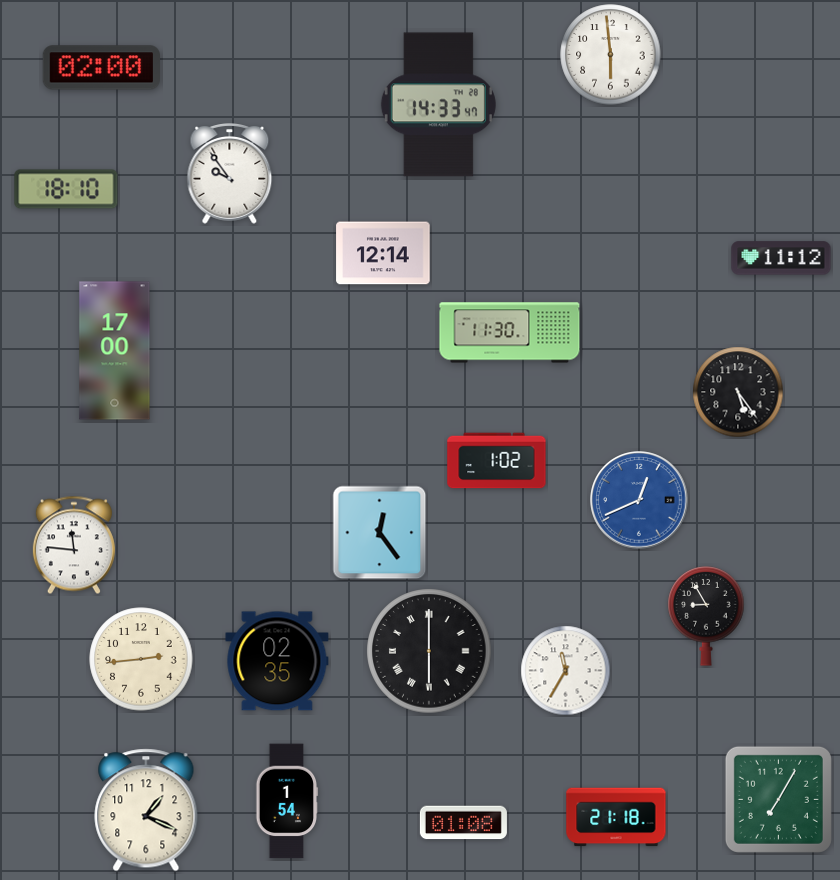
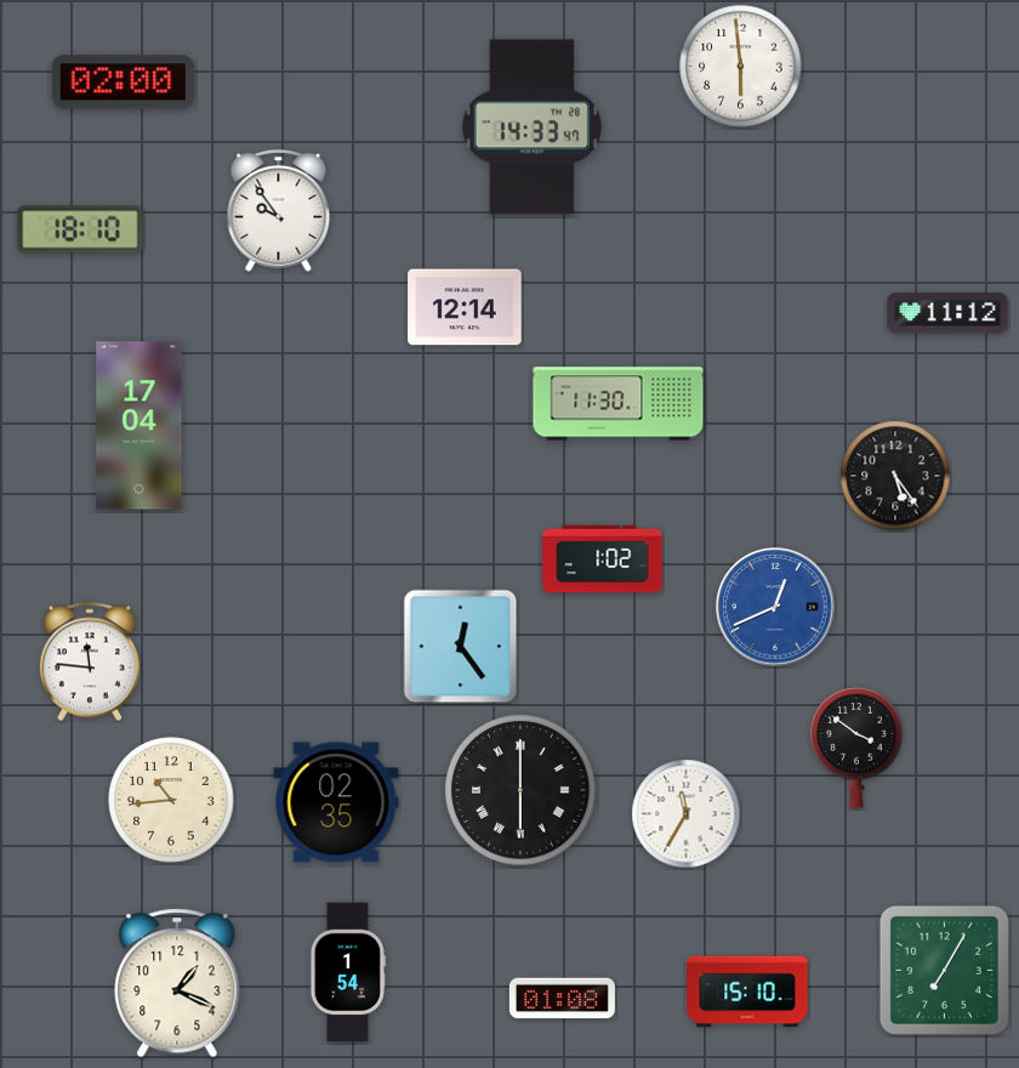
clock at (115, 351): 17:00 -> 17:04
clock at (706, 616): 8:55 -> 3:51
clock at (141, 659): 2:44 -> 10:44
clock at (616, 817): 21:18 -> 15:10
